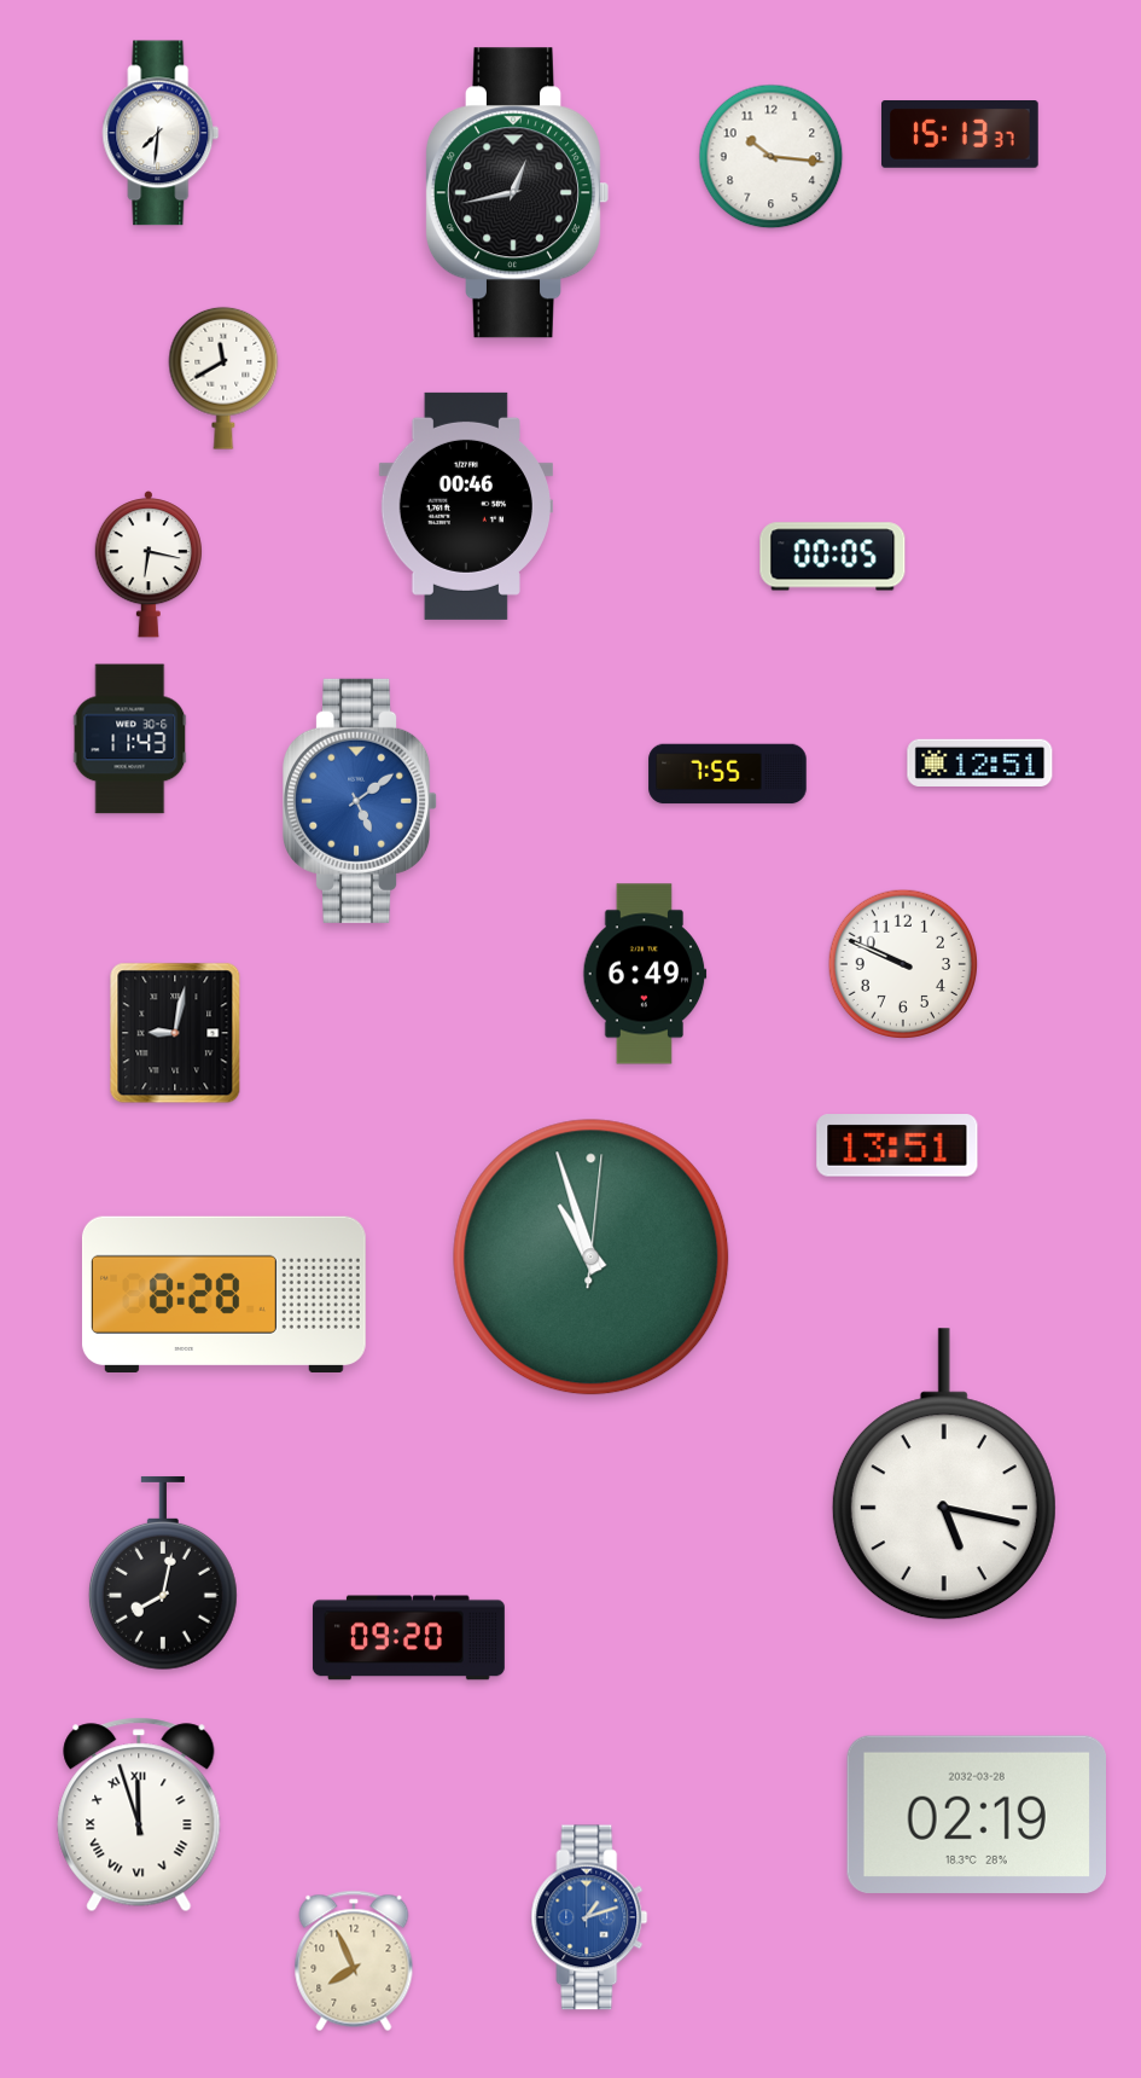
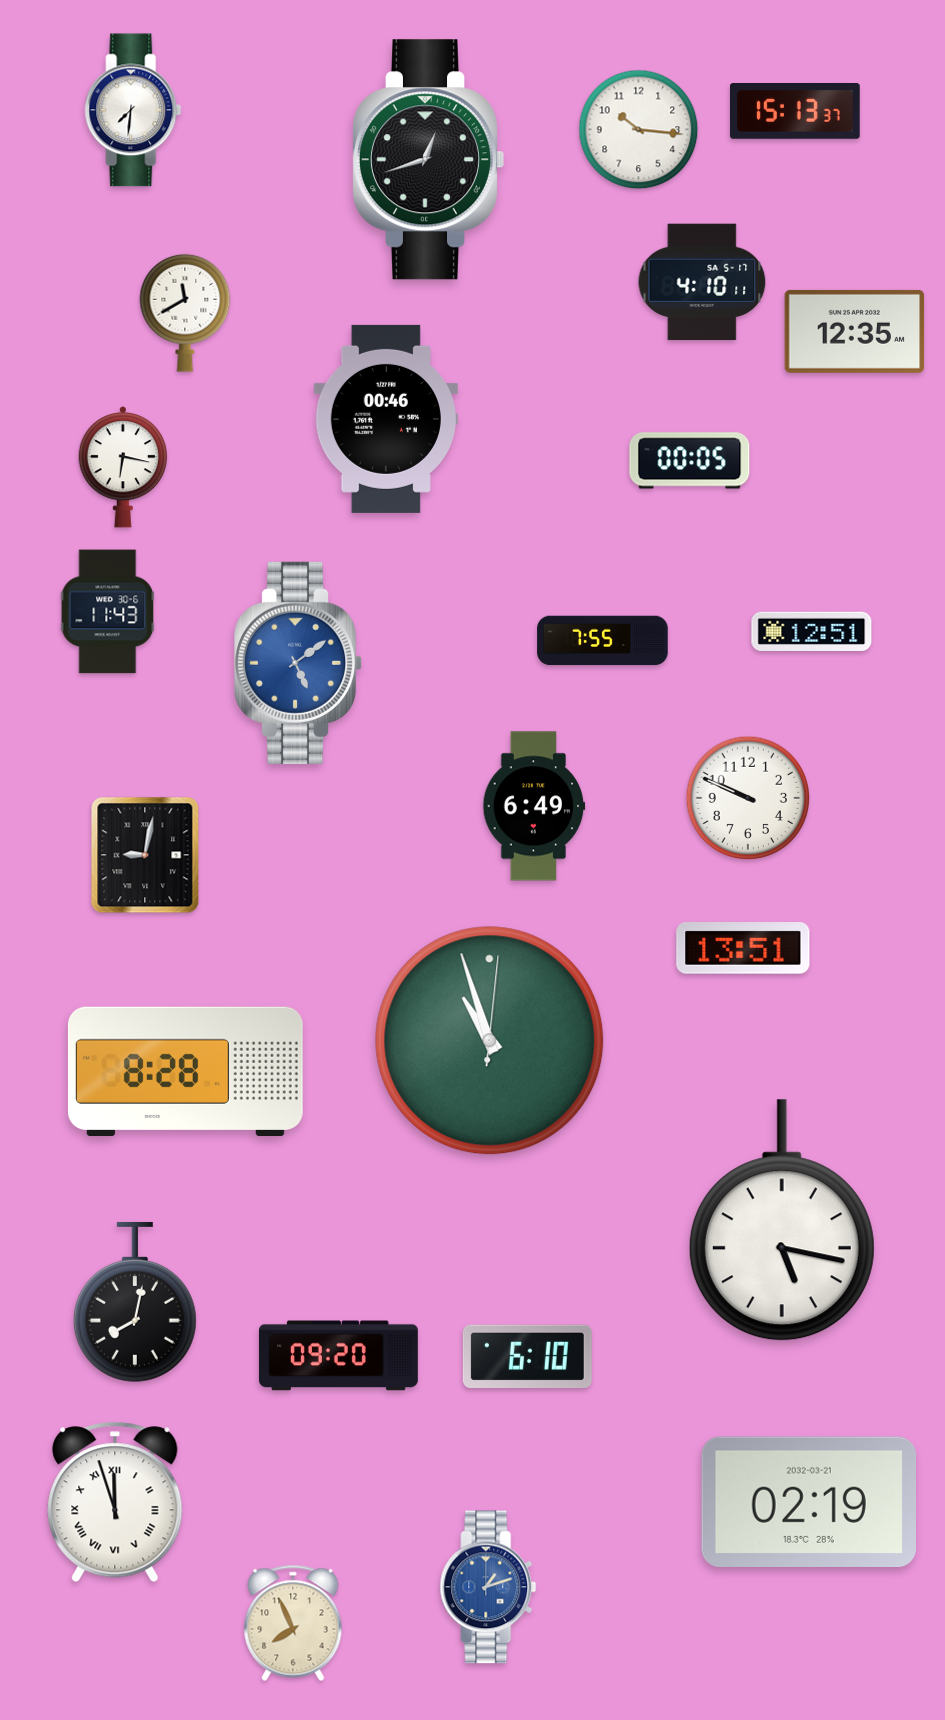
clock at (516, 193): 12:43 -> 12:42
clock at (702, 282): none -> 4:10
clock at (855, 331): none -> 12:35
clock at (527, 1356): none -> 6:10
clock at (976, 1813) date: 2032-03-28 -> 2032-03-21
